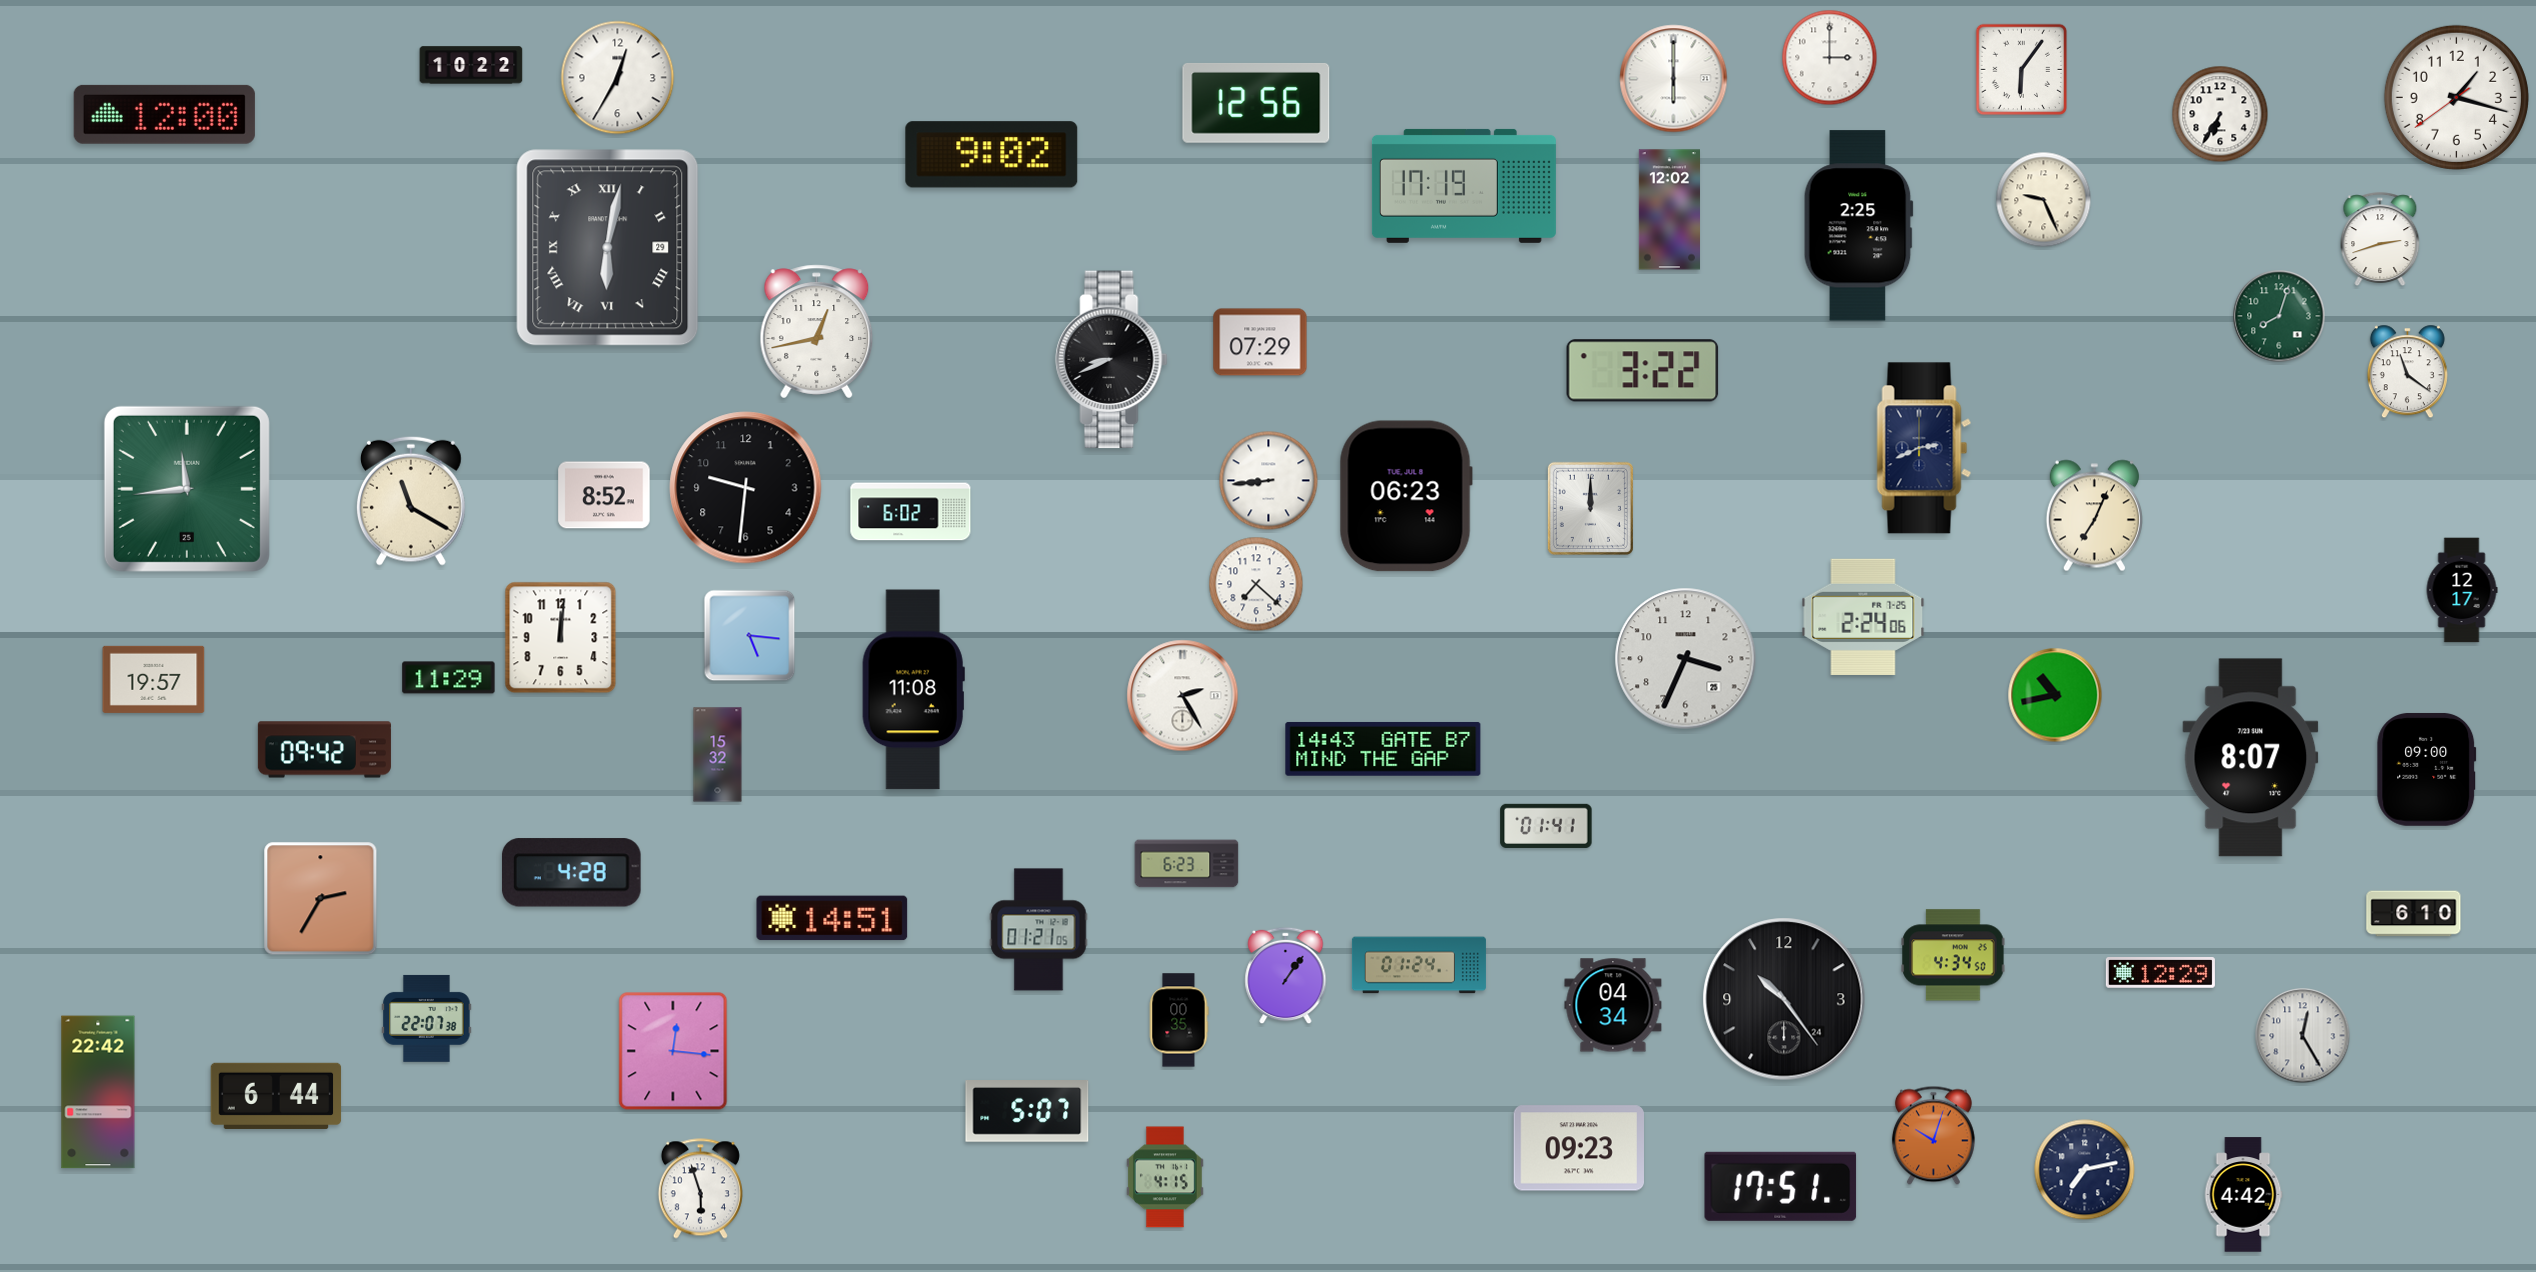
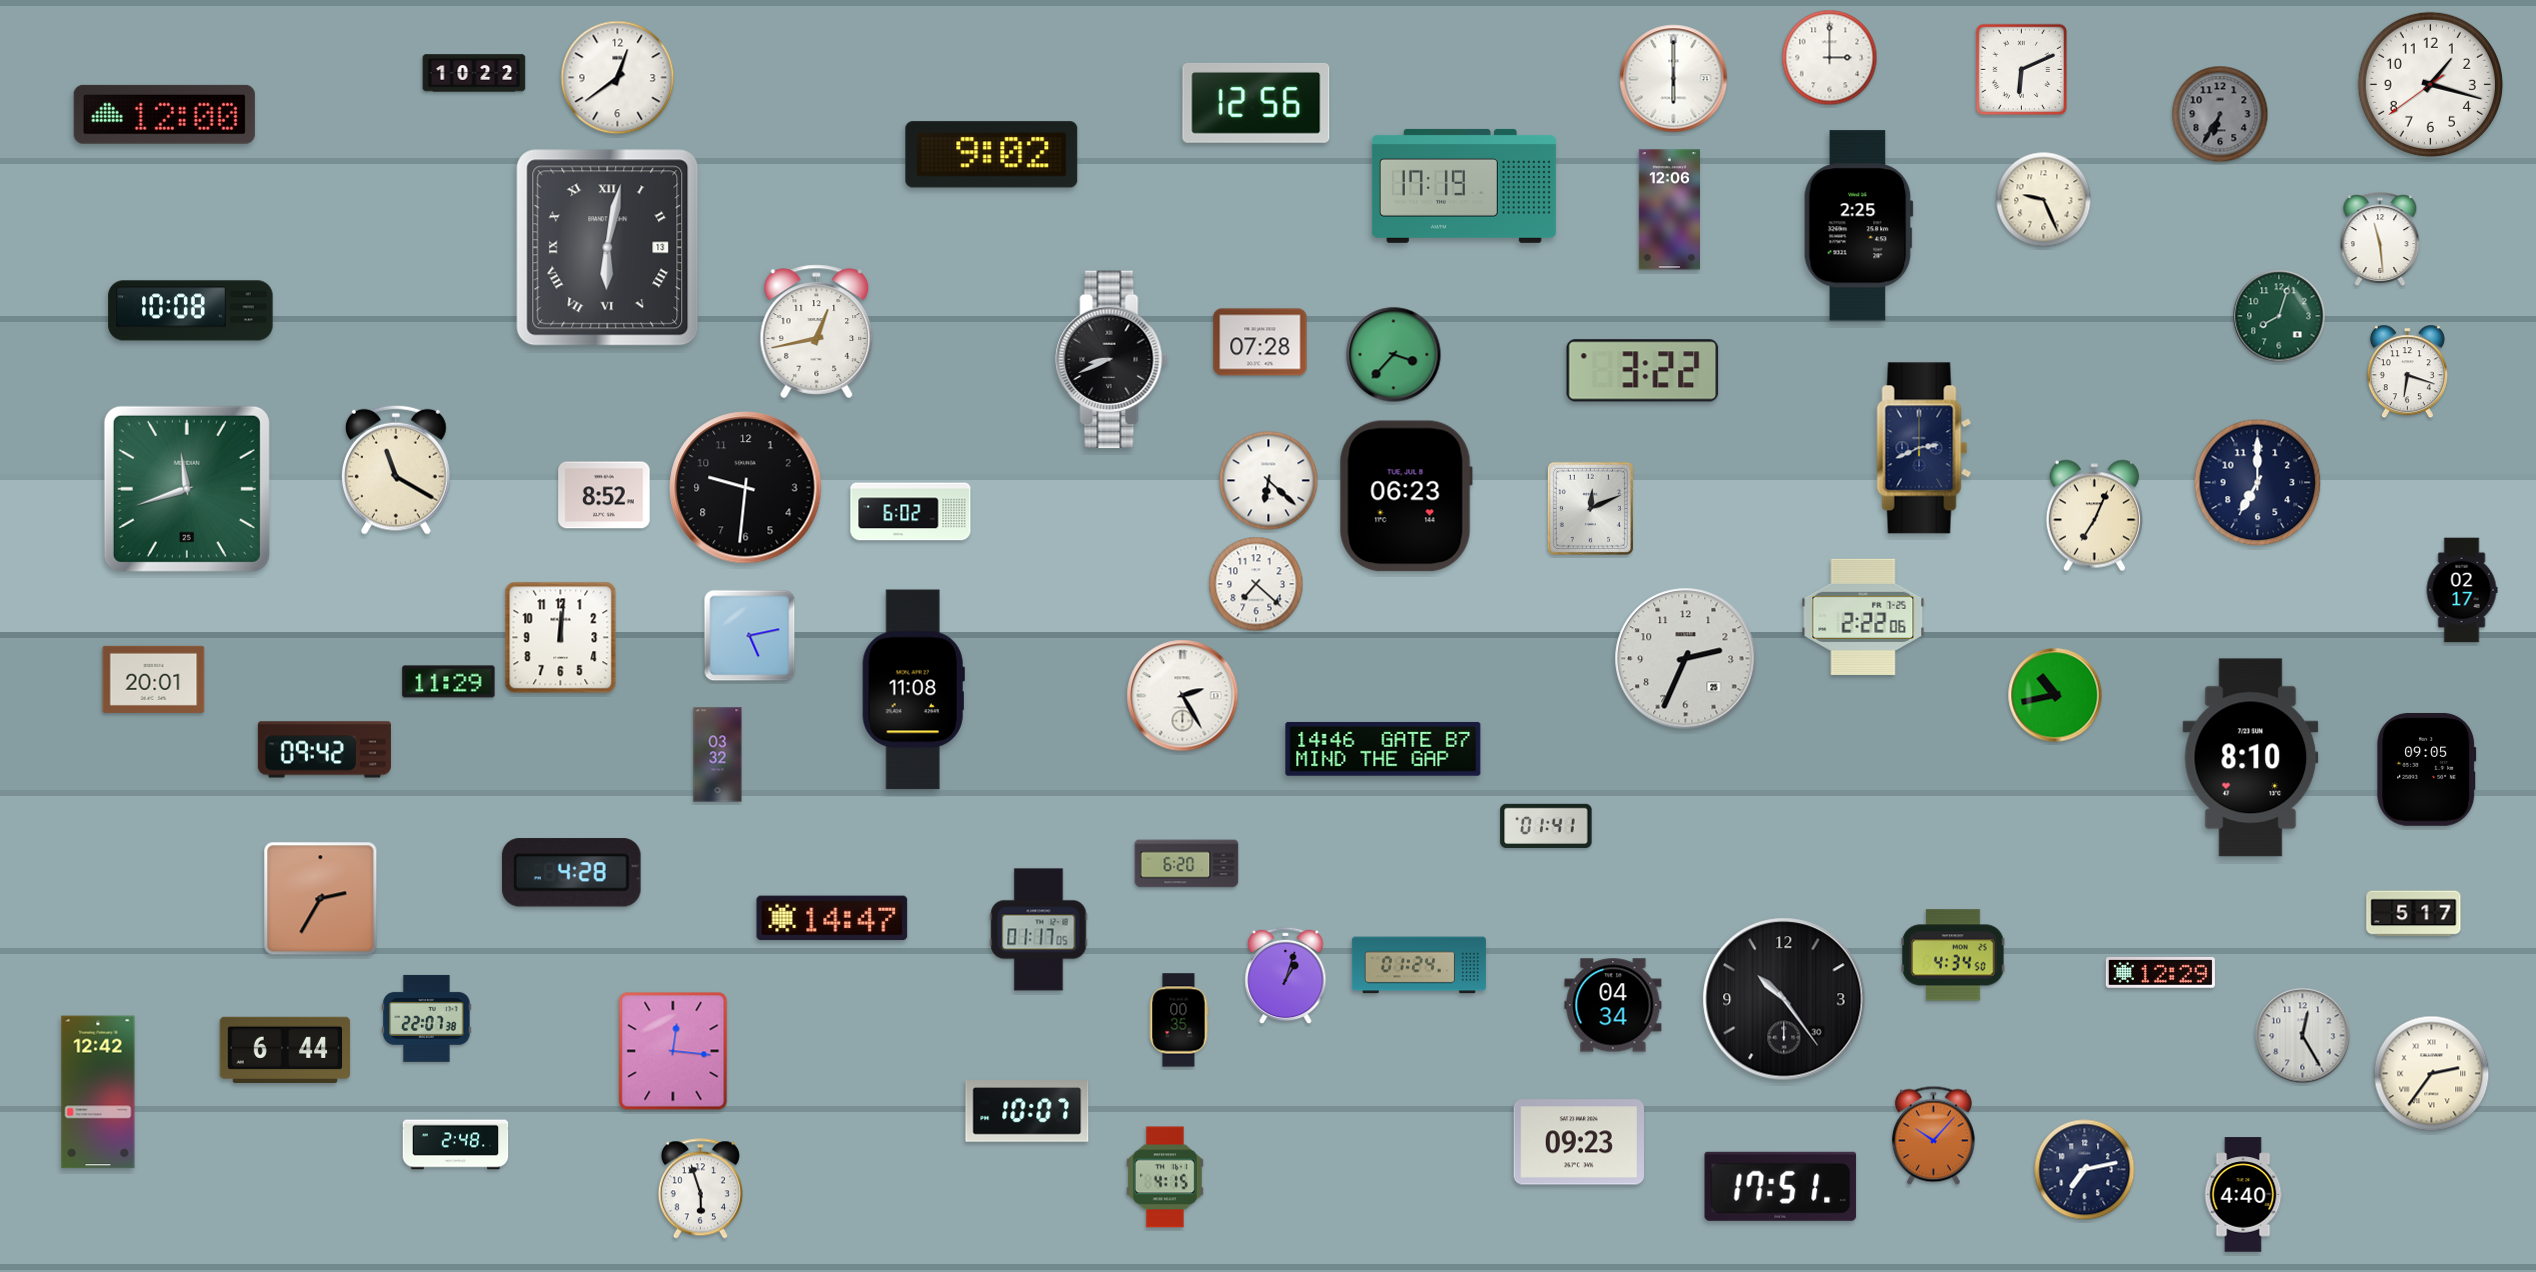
clock at (471, 65) position: (471, 65) -> (474, 73)
clock at (2022, 70): 6:06 -> 6:11
clock at (618, 78): 12:35 -> 12:39
clock at (2456, 97) position: (2456, 97) -> (2430, 84)
clock at (2220, 114) dial: white -> grey
clock at (1669, 210): 12:02 -> 12:06
clock at (2380, 240): 2:42 -> 11:29
clock at (608, 248) date: 29 -> 13
clock at (191, 311): none -> 10:08
clock at (1260, 342): 07:29 -> 07:28
clock at (1394, 355): none -> 3:37
clock at (2407, 372): 11:21 -> 6:18
clock at (1269, 481): 8:44 -> 6:22
clock at (2258, 483): none -> 7:00
clock at (187, 489): 11:44 -> 11:42
clock at (411, 501) position: (411, 501) -> (396, 470)
clock at (1590, 508): 12:00 -> 12:11
clock at (2462, 590): 12:17 -> 02:17
clock at (1863, 617): 2:24 -> 2:22
clock at (750, 636): 5:16 -> 5:13
clock at (1686, 659): 3:34 -> 2:34
clock at (449, 678) position: (449, 678) -> (449, 682)
clock at (154, 679): 19:57 -> 20:01
clock at (1383, 749): 14:43 -> 14:46
clock at (718, 755): 15:32 -> 03:32
clock at (2251, 758): 8:07 -> 8:10
clock at (2427, 769): 09:00 -> 09:05
clock at (1187, 864): 6:23 -> 6:20
clock at (2414, 914): 6:10 -> 5:17
clock at (832, 918): 14:51 -> 14:47
clock at (1039, 930): 01:21 -> 01:17
clock at (1286, 976): 1:06 -> 1:03
clock at (1784, 999) date: 24 -> 30
clock at (2432, 1074): none -> 2:36
clock at (98, 1092): 22:42 -> 12:42
clock at (276, 1096) position: (276, 1096) -> (285, 1050)
clock at (1027, 1112): 5:07 -> 10:07
clock at (1933, 1136): 10:03 -> 10:07
clock at (456, 1145): none -> 2:48
clock at (1578, 1148) position: (1578, 1148) -> (1578, 1142)
clock at (2243, 1195): 4:42 -> 4:40
